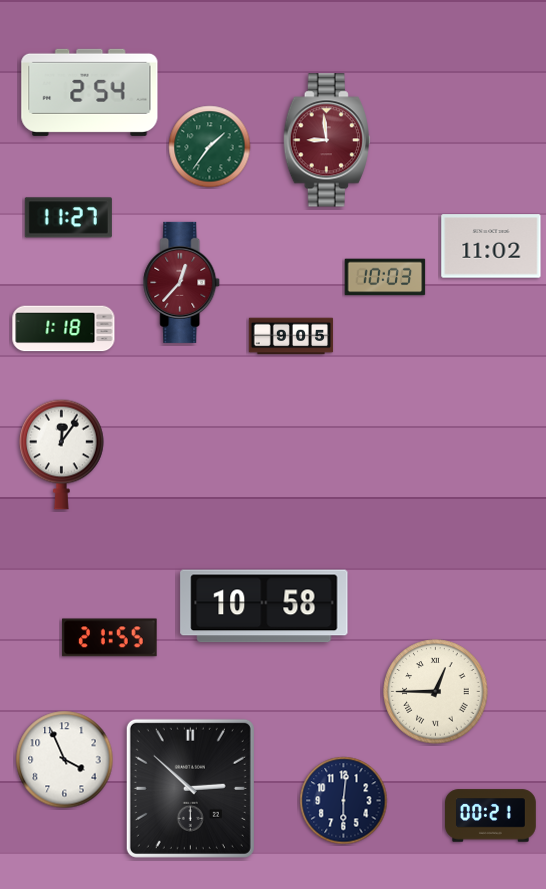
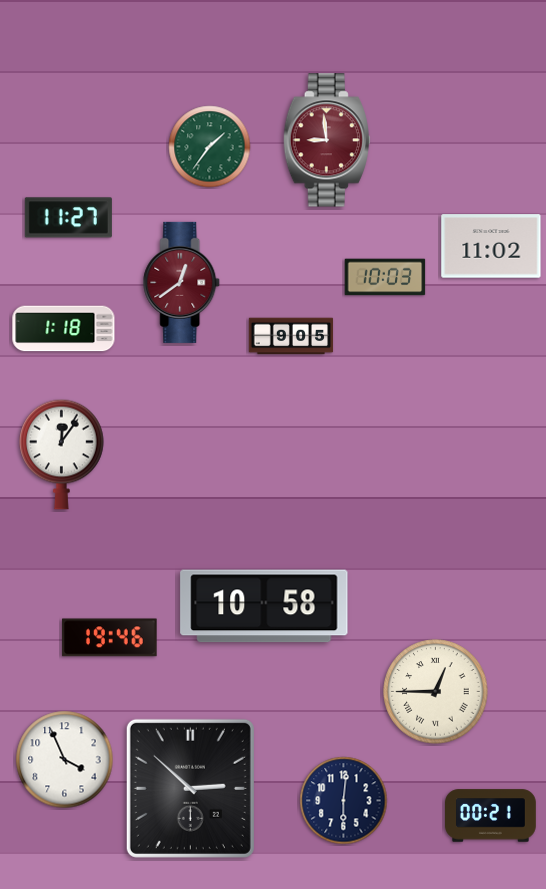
clock at (90, 92): 2:54 -> none
clock at (182, 282): 12:37 -> 12:39
clock at (110, 638): 21:55 -> 19:46
